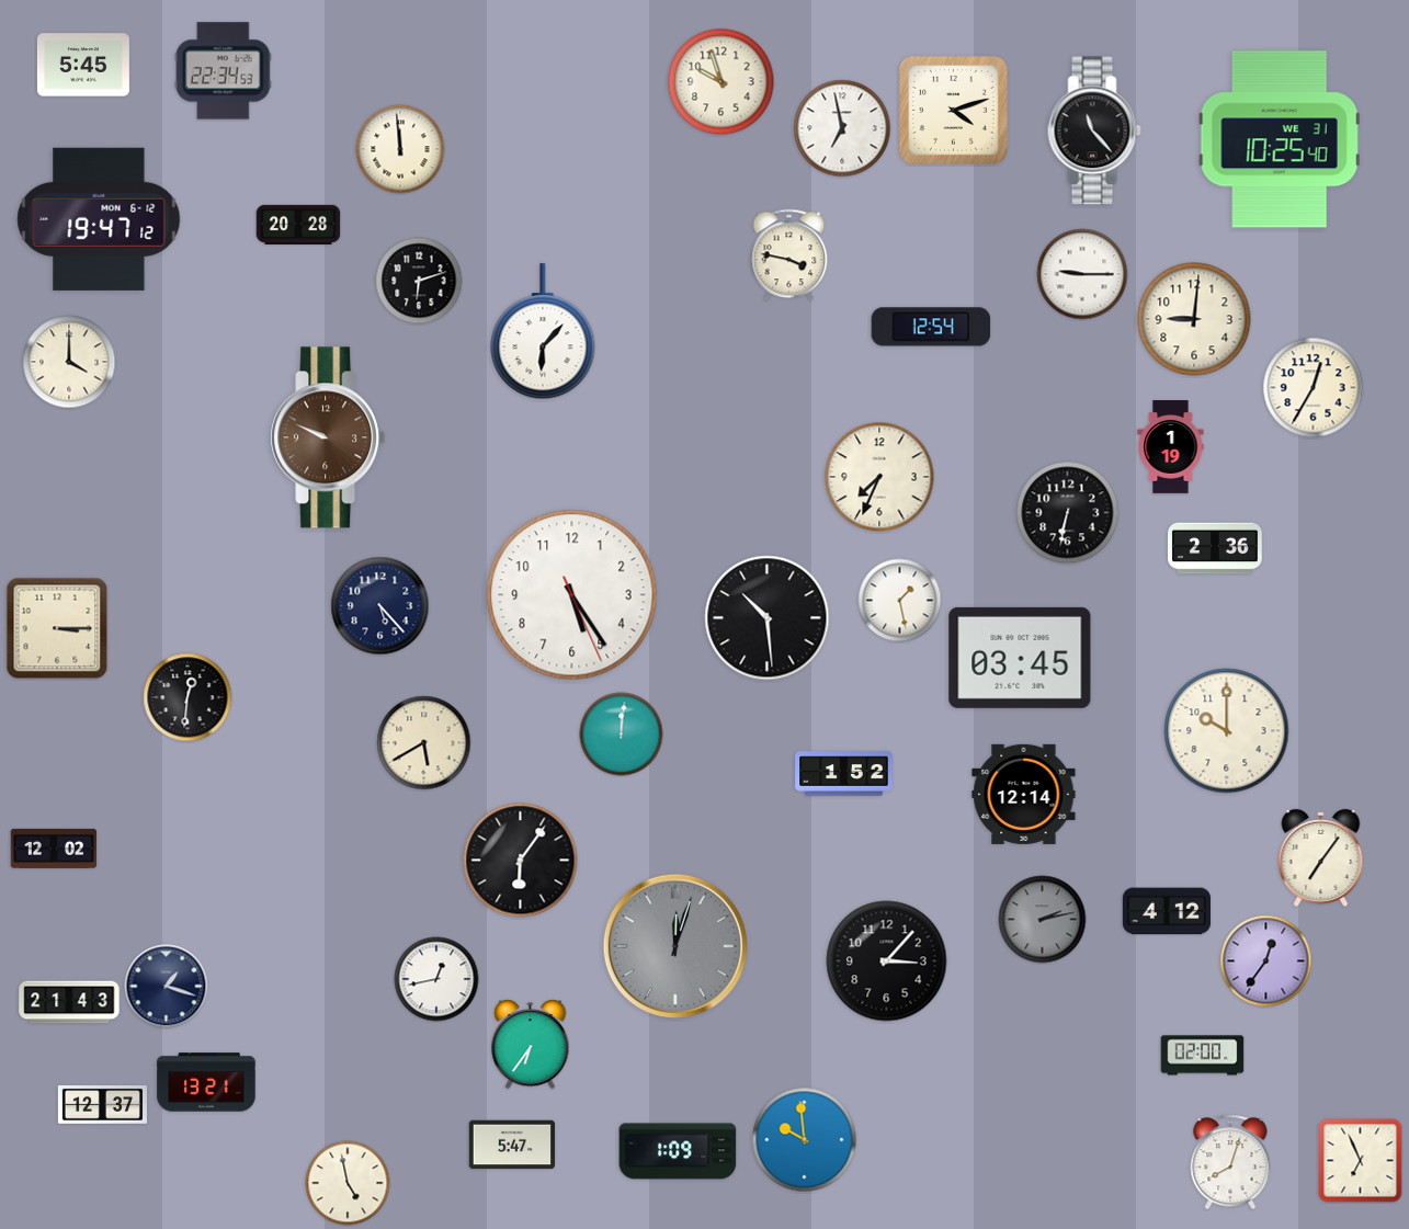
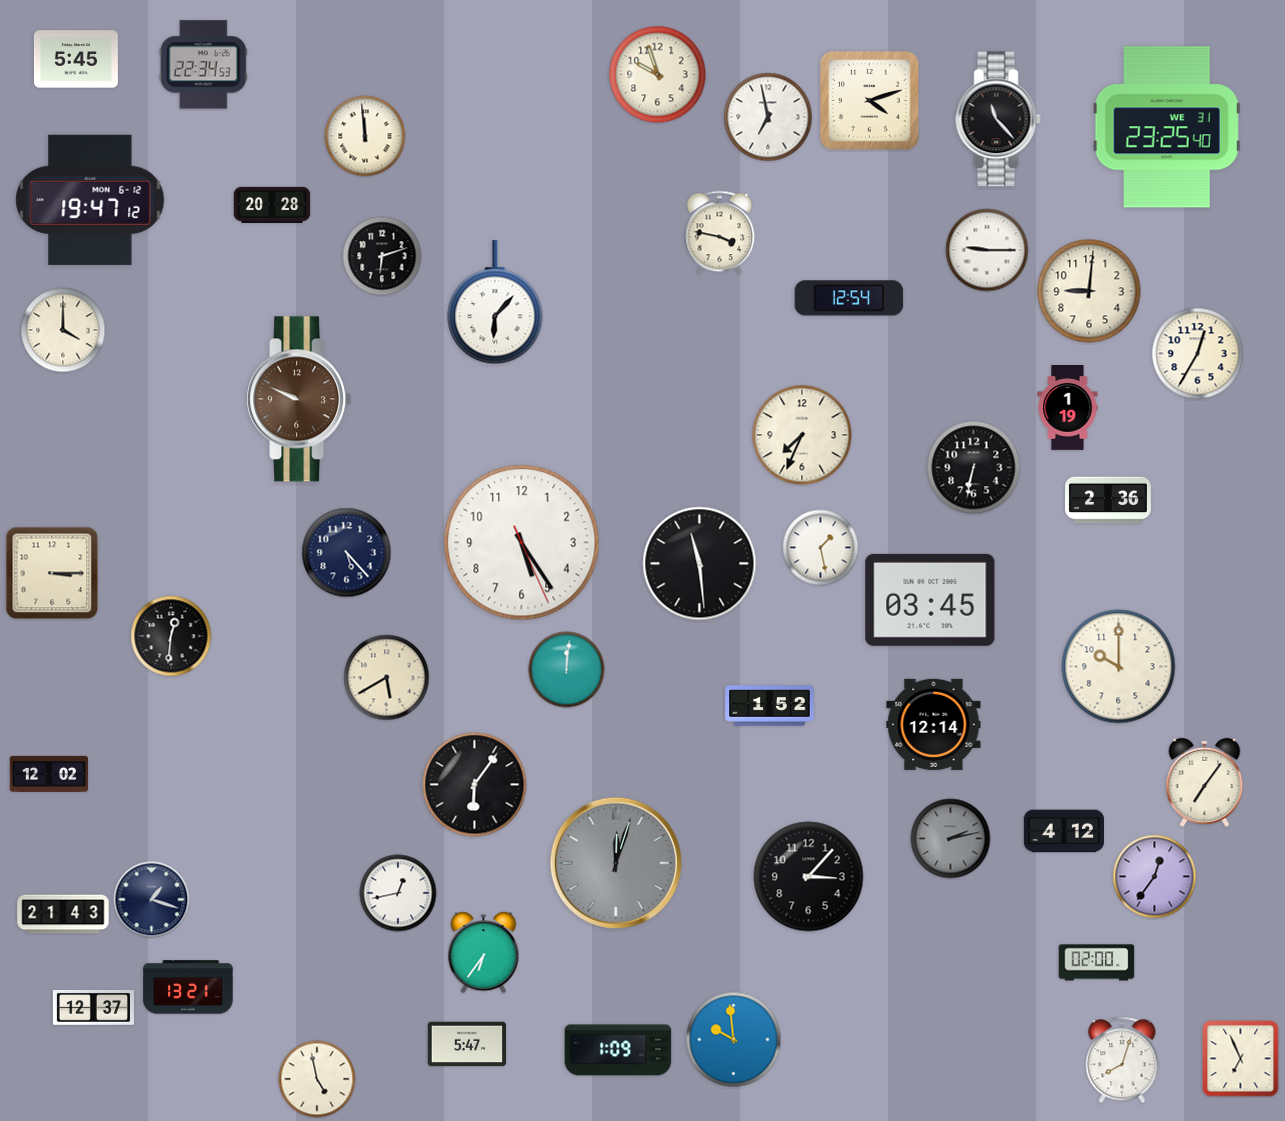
clock at (1280, 139): 10:25 -> 23:25
clock at (768, 618): 10:29 -> 11:29
